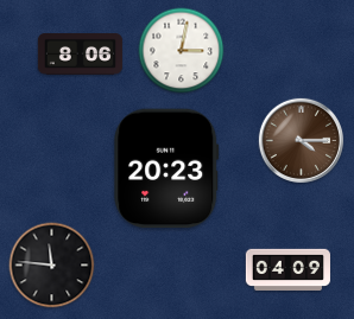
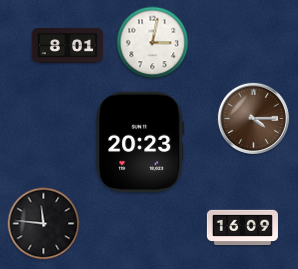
clock at (80, 55): 8:06 -> 8:01
clock at (287, 269): 04:09 -> 16:09
